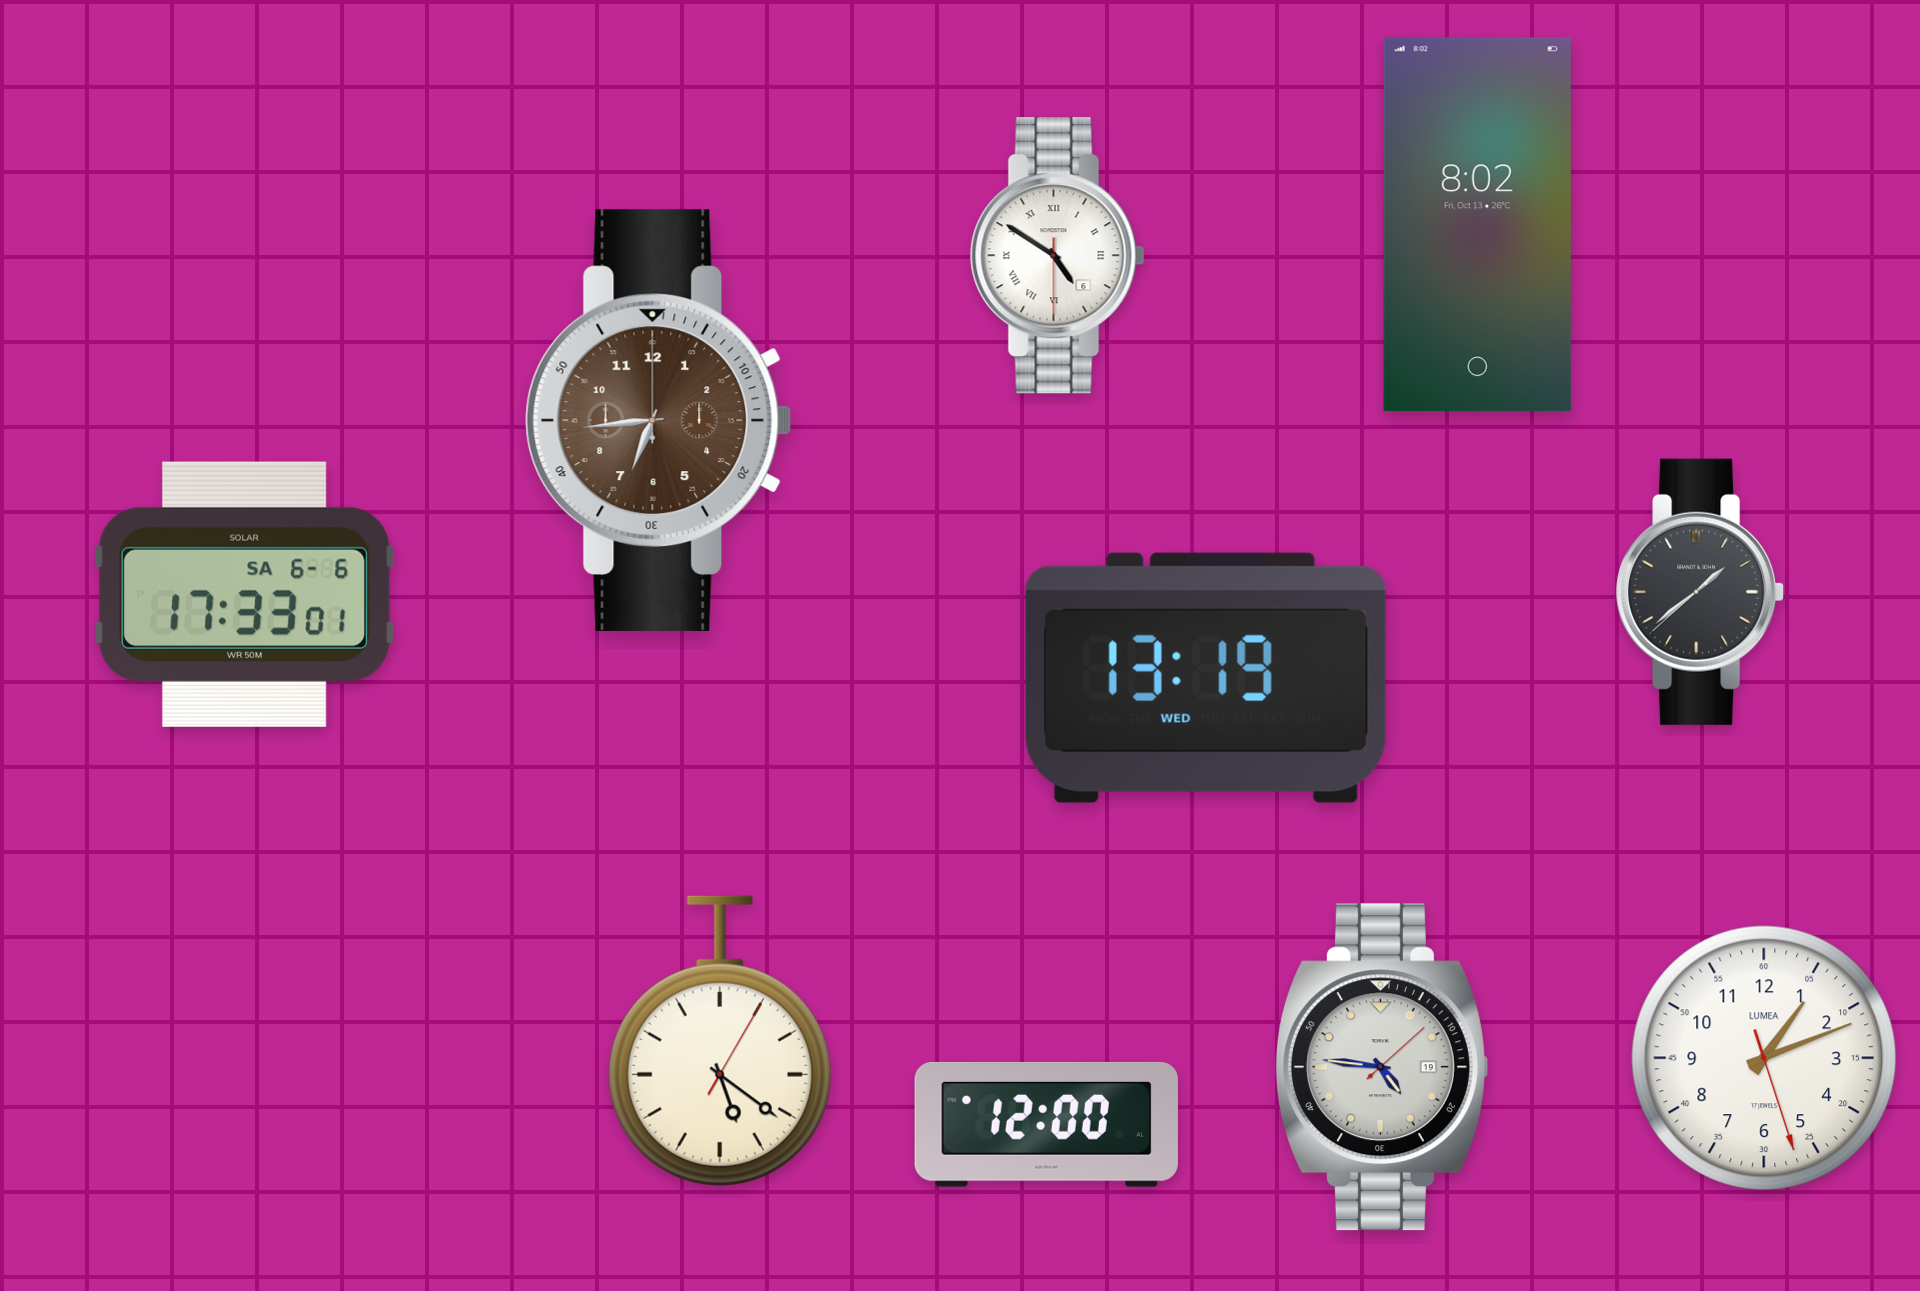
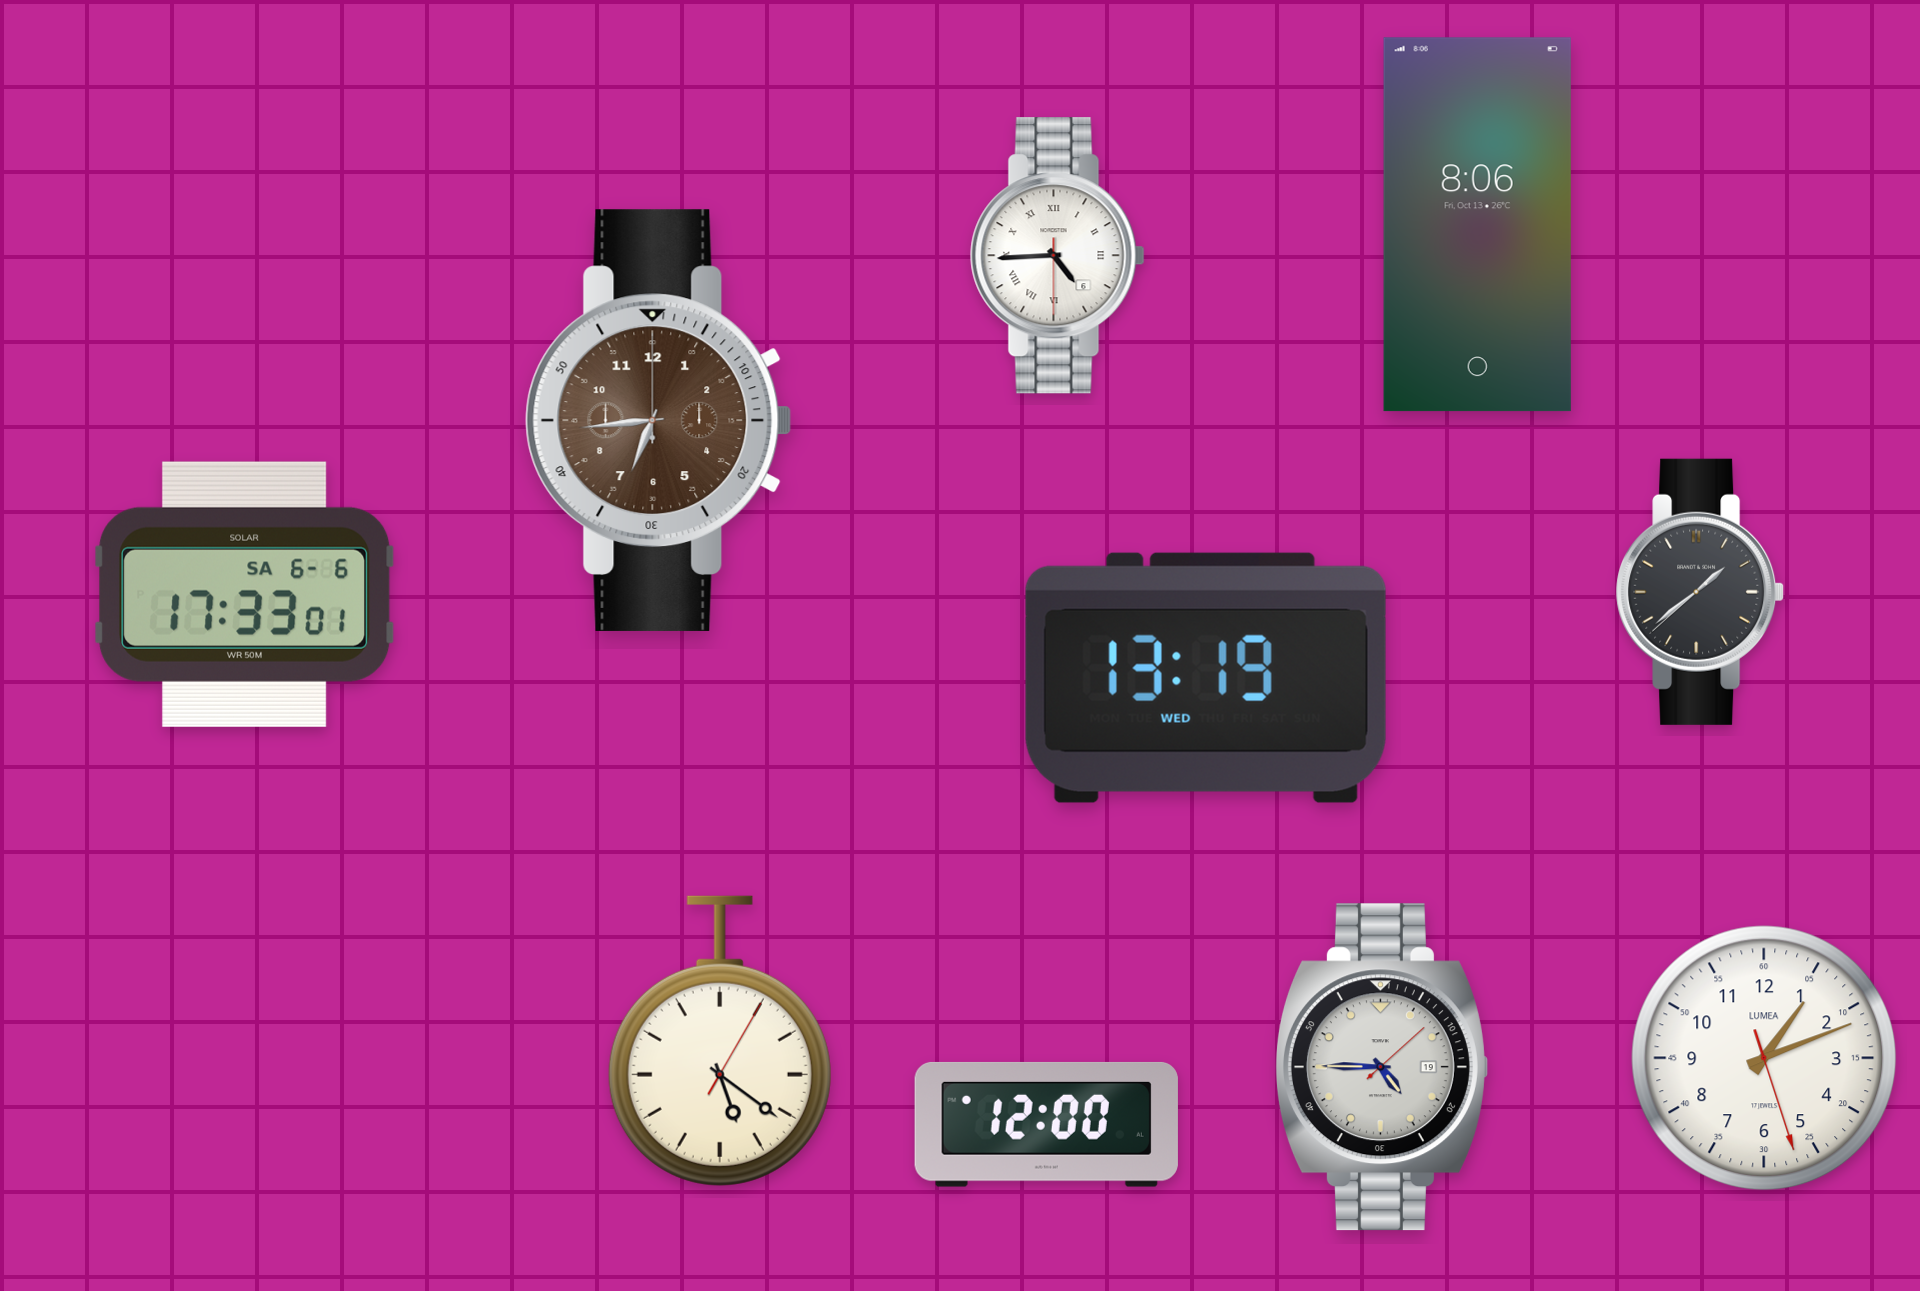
clock at (1477, 225): 8:02 -> 8:06
clock at (1057, 256): 4:50 -> 4:44
clock at (1381, 1067): 4:46 -> 4:45
